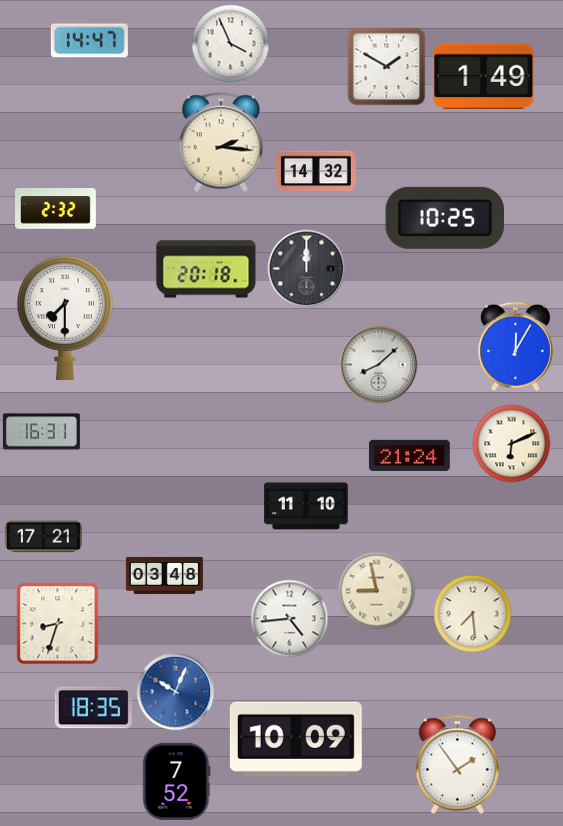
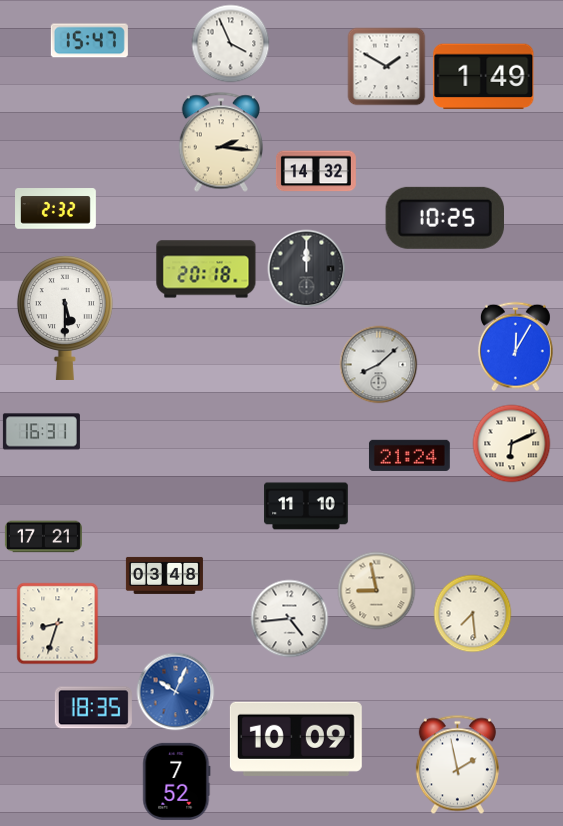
clock at (89, 41): 14:47 -> 15:47
clock at (65, 318): 7:30 -> 5:30
clock at (457, 764): 1:54 -> 1:58
